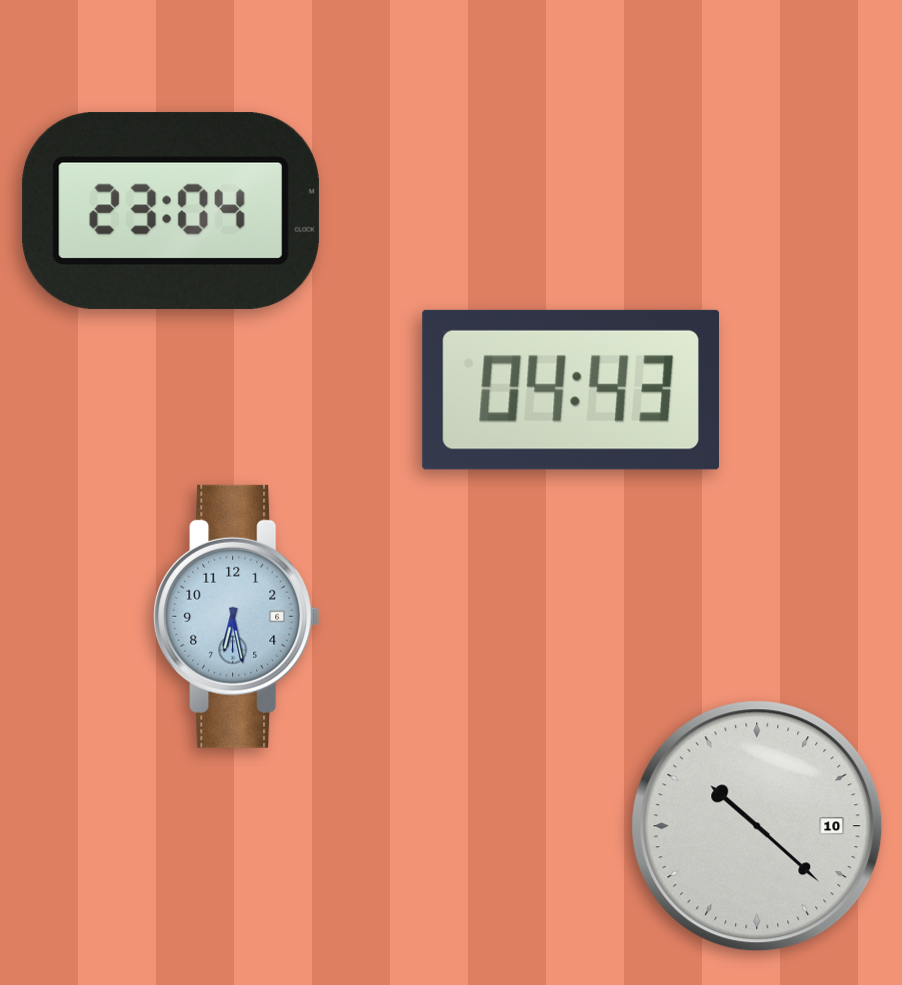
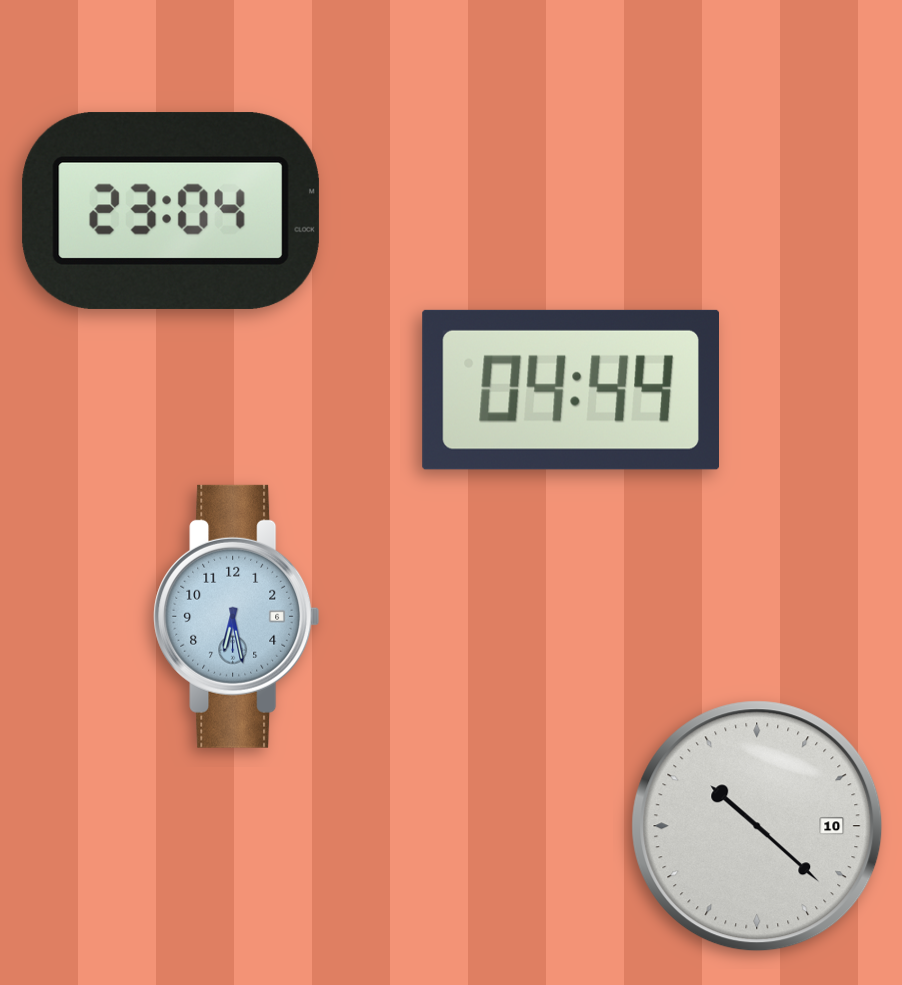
clock at (570, 390): 04:43 -> 04:44
